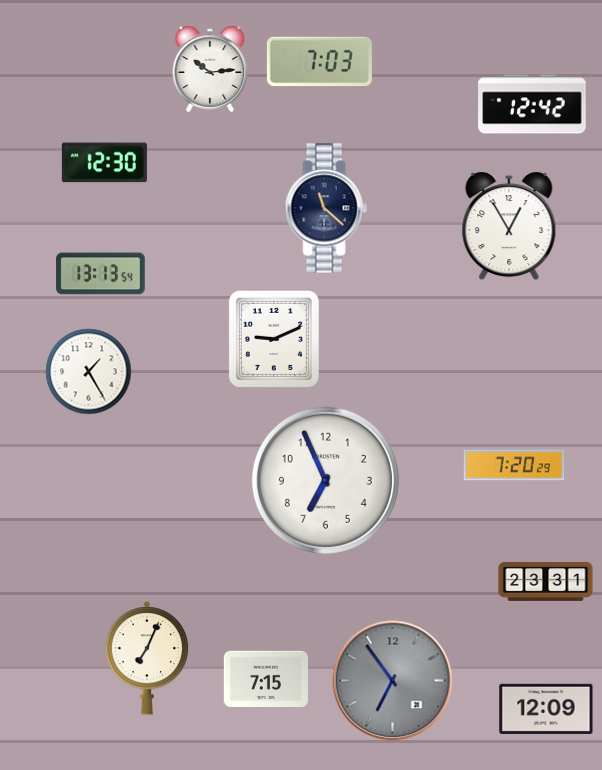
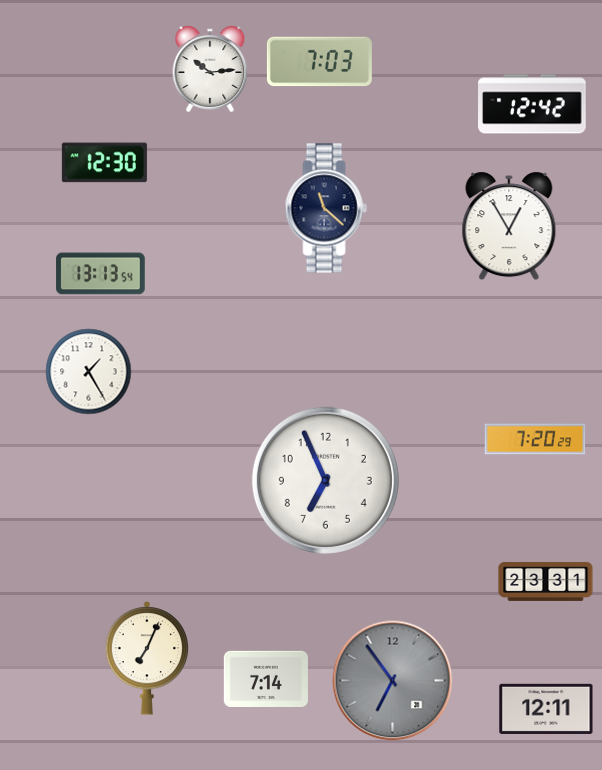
clock at (274, 339): 9:11 -> none
clock at (514, 465) position: (514, 465) -> (535, 439)
clock at (266, 678): 7:15 -> 7:14
clock at (546, 709): 12:09 -> 12:11
